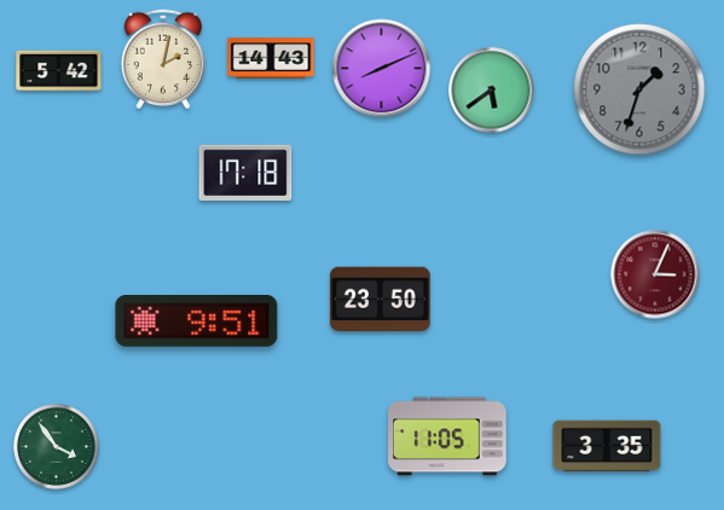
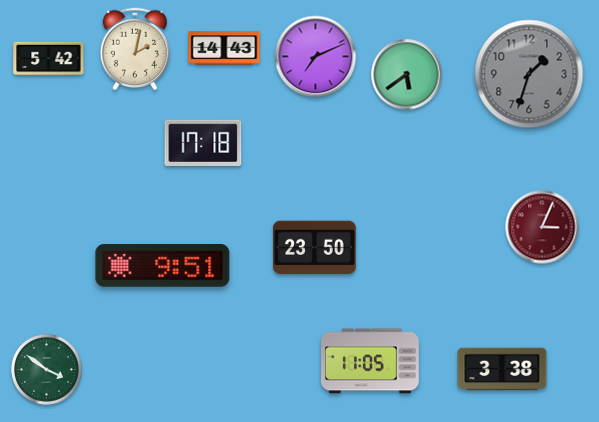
clock at (382, 69): 8:11 -> 7:11
clock at (607, 446): 3:35 -> 3:38
clock at (57, 447): 3:54 -> 3:51
